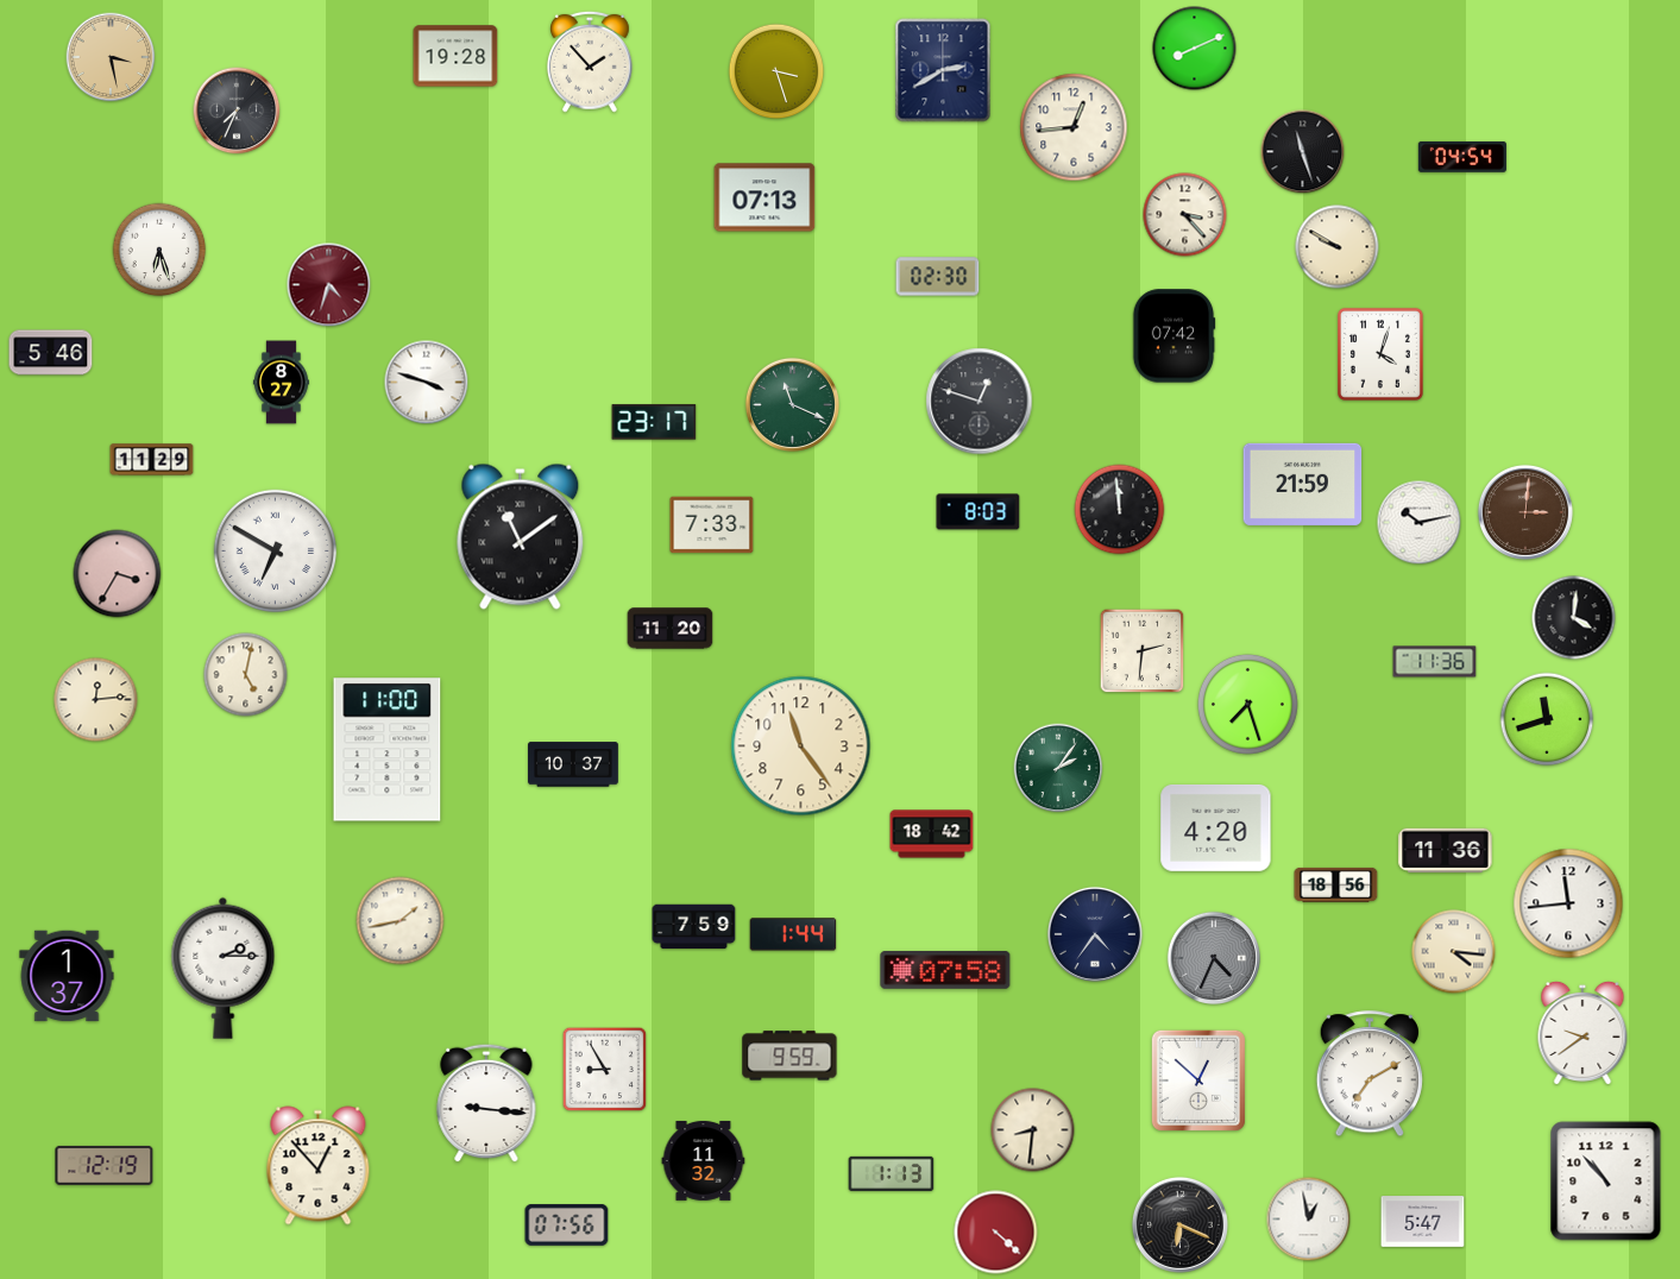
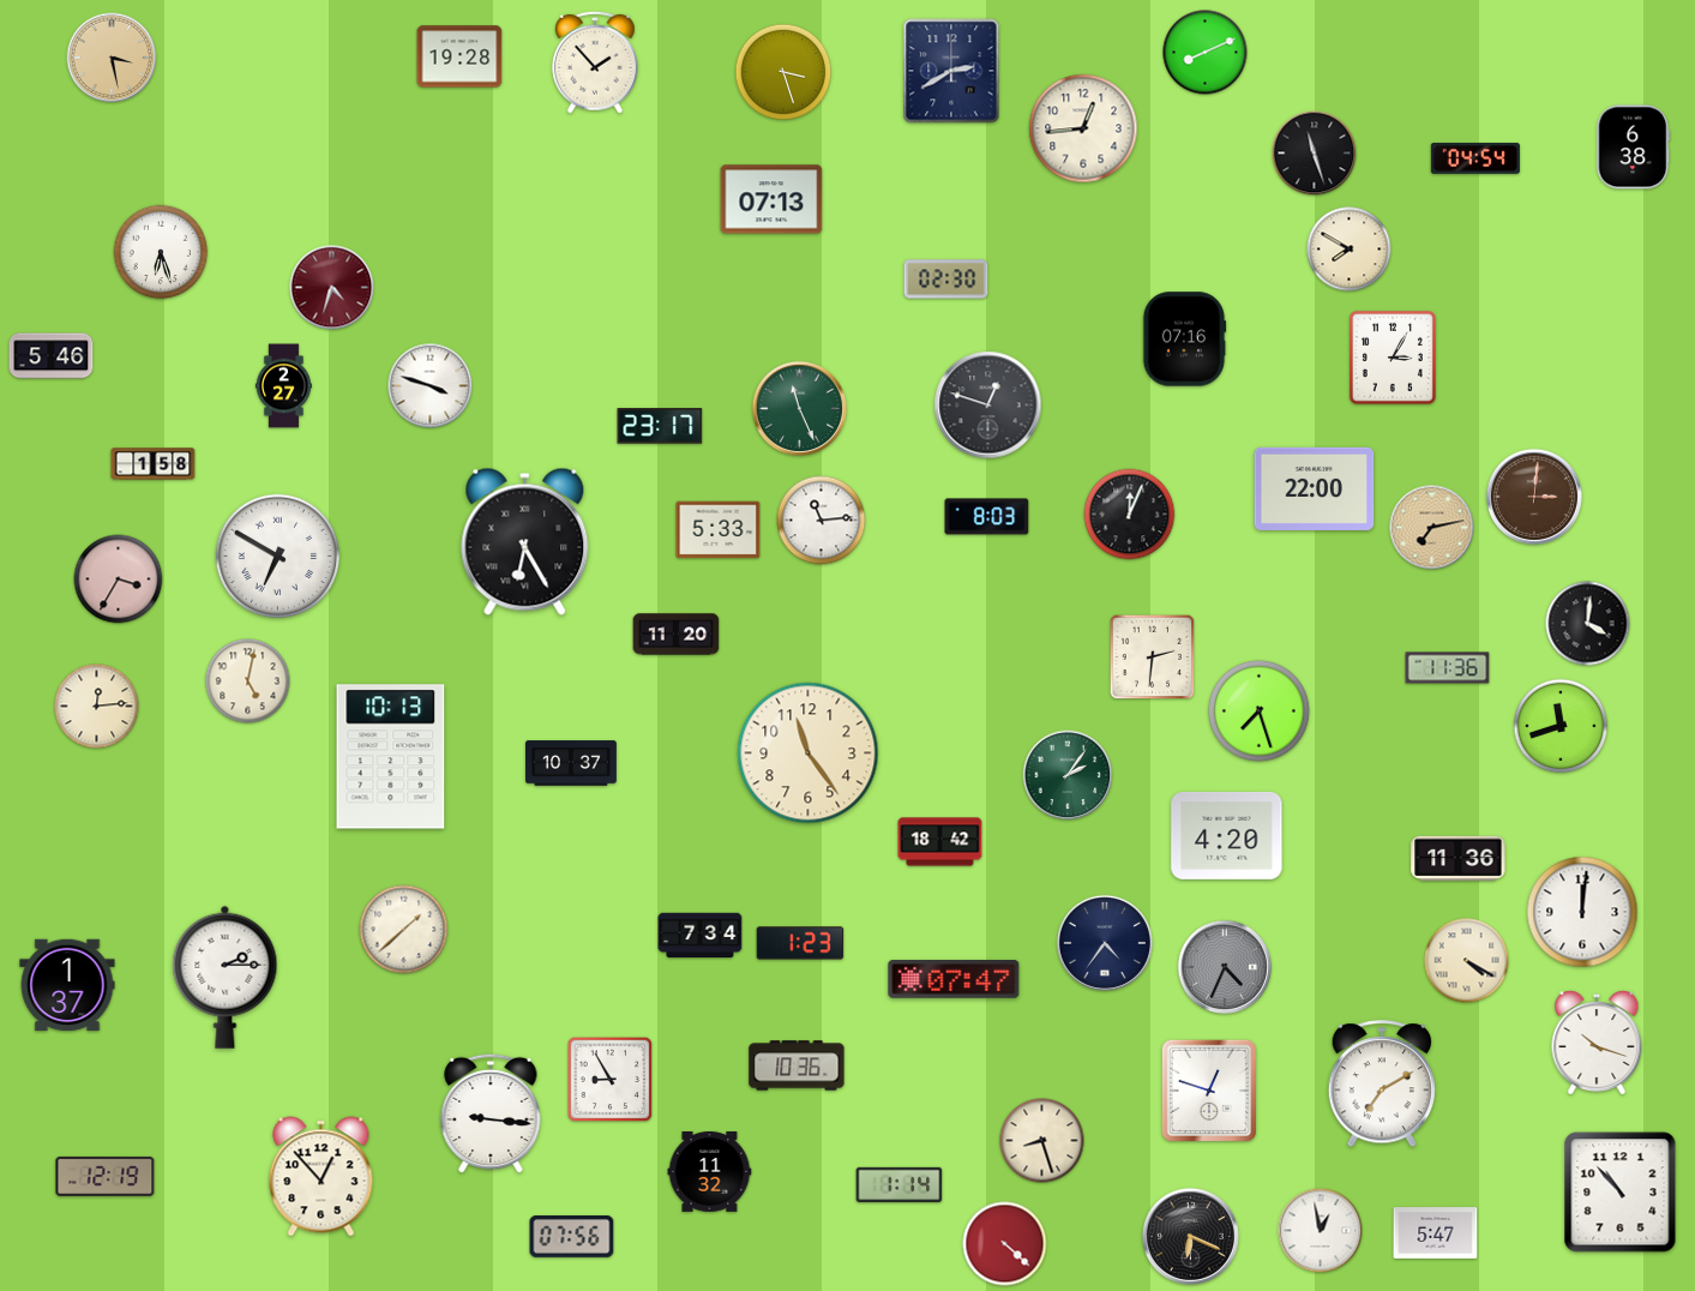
clock at (1195, 49) position: (1195, 49) -> (1206, 53)
clock at (237, 111): 7:34 -> none
clock at (1634, 148): none -> 6:38
clock at (1185, 215): 3:23 -> none
clock at (1338, 247): 9:50 -> 7:50
clock at (1174, 336): 07:42 -> 07:16
clock at (1380, 354): 4:03 -> 3:05
clock at (281, 383): 8:27 -> 2:27
clock at (792, 404): 11:19 -> 11:26
clock at (152, 460): 11:29 -> 1:58
clock at (1303, 484): 21:59 -> 22:00
clock at (1120, 510): 11:59 -> 12:04
clock at (1525, 512) position: (1525, 512) -> (1534, 497)
clock at (822, 521): none -> 11:14
clock at (1420, 523): 10:13 -> 7:13
clock at (1420, 523) dial: white -> champagne
clock at (712, 525): 7:33 -> 5:33
clock at (521, 536): 11:09 -> 6:25
clock at (388, 750): 11:00 -> 10:13
clock at (574, 764) position: (574, 764) -> (572, 763)
clock at (1336, 884): 18:56 -> none
clock at (1568, 903): 11:44 -> 12:01
clock at (401, 921): 1:43 -> 1:38
clock at (694, 927): 7:59 -> 7:34
clock at (793, 934): 1:44 -> 1:23
clock at (1454, 952): 4:16 -> 4:20
clock at (945, 971): 07:58 -> 07:47
clock at (1583, 1033): 9:39 -> 10:18
clock at (789, 1056): 9:59 -> 10:36
clock at (1198, 1080): 12:52 -> 12:48
clock at (1033, 1130): 8:31 -> 8:27
clock at (892, 1173): 1:13 -> 1:14
